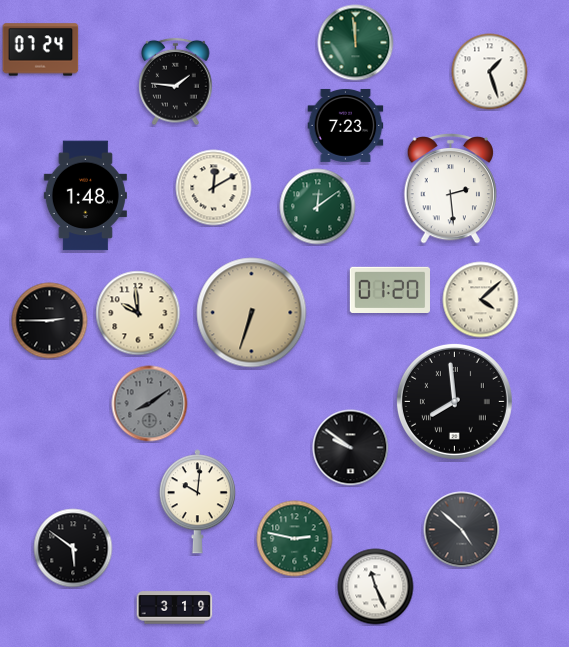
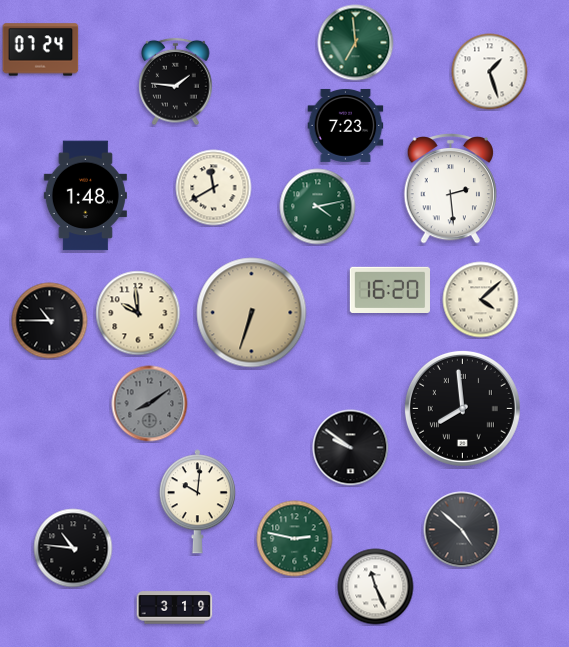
clock at (356, 43): 11:59 -> 6:59
clock at (214, 188): 12:10 -> 11:40
clock at (318, 207): 12:09 -> 4:13
clock at (389, 289): 01:20 -> 16:20
clock at (50, 321): 2:45 -> 10:45
clock at (454, 401) position: (454, 401) -> (462, 408)
clock at (73, 548): 5:51 -> 10:46
